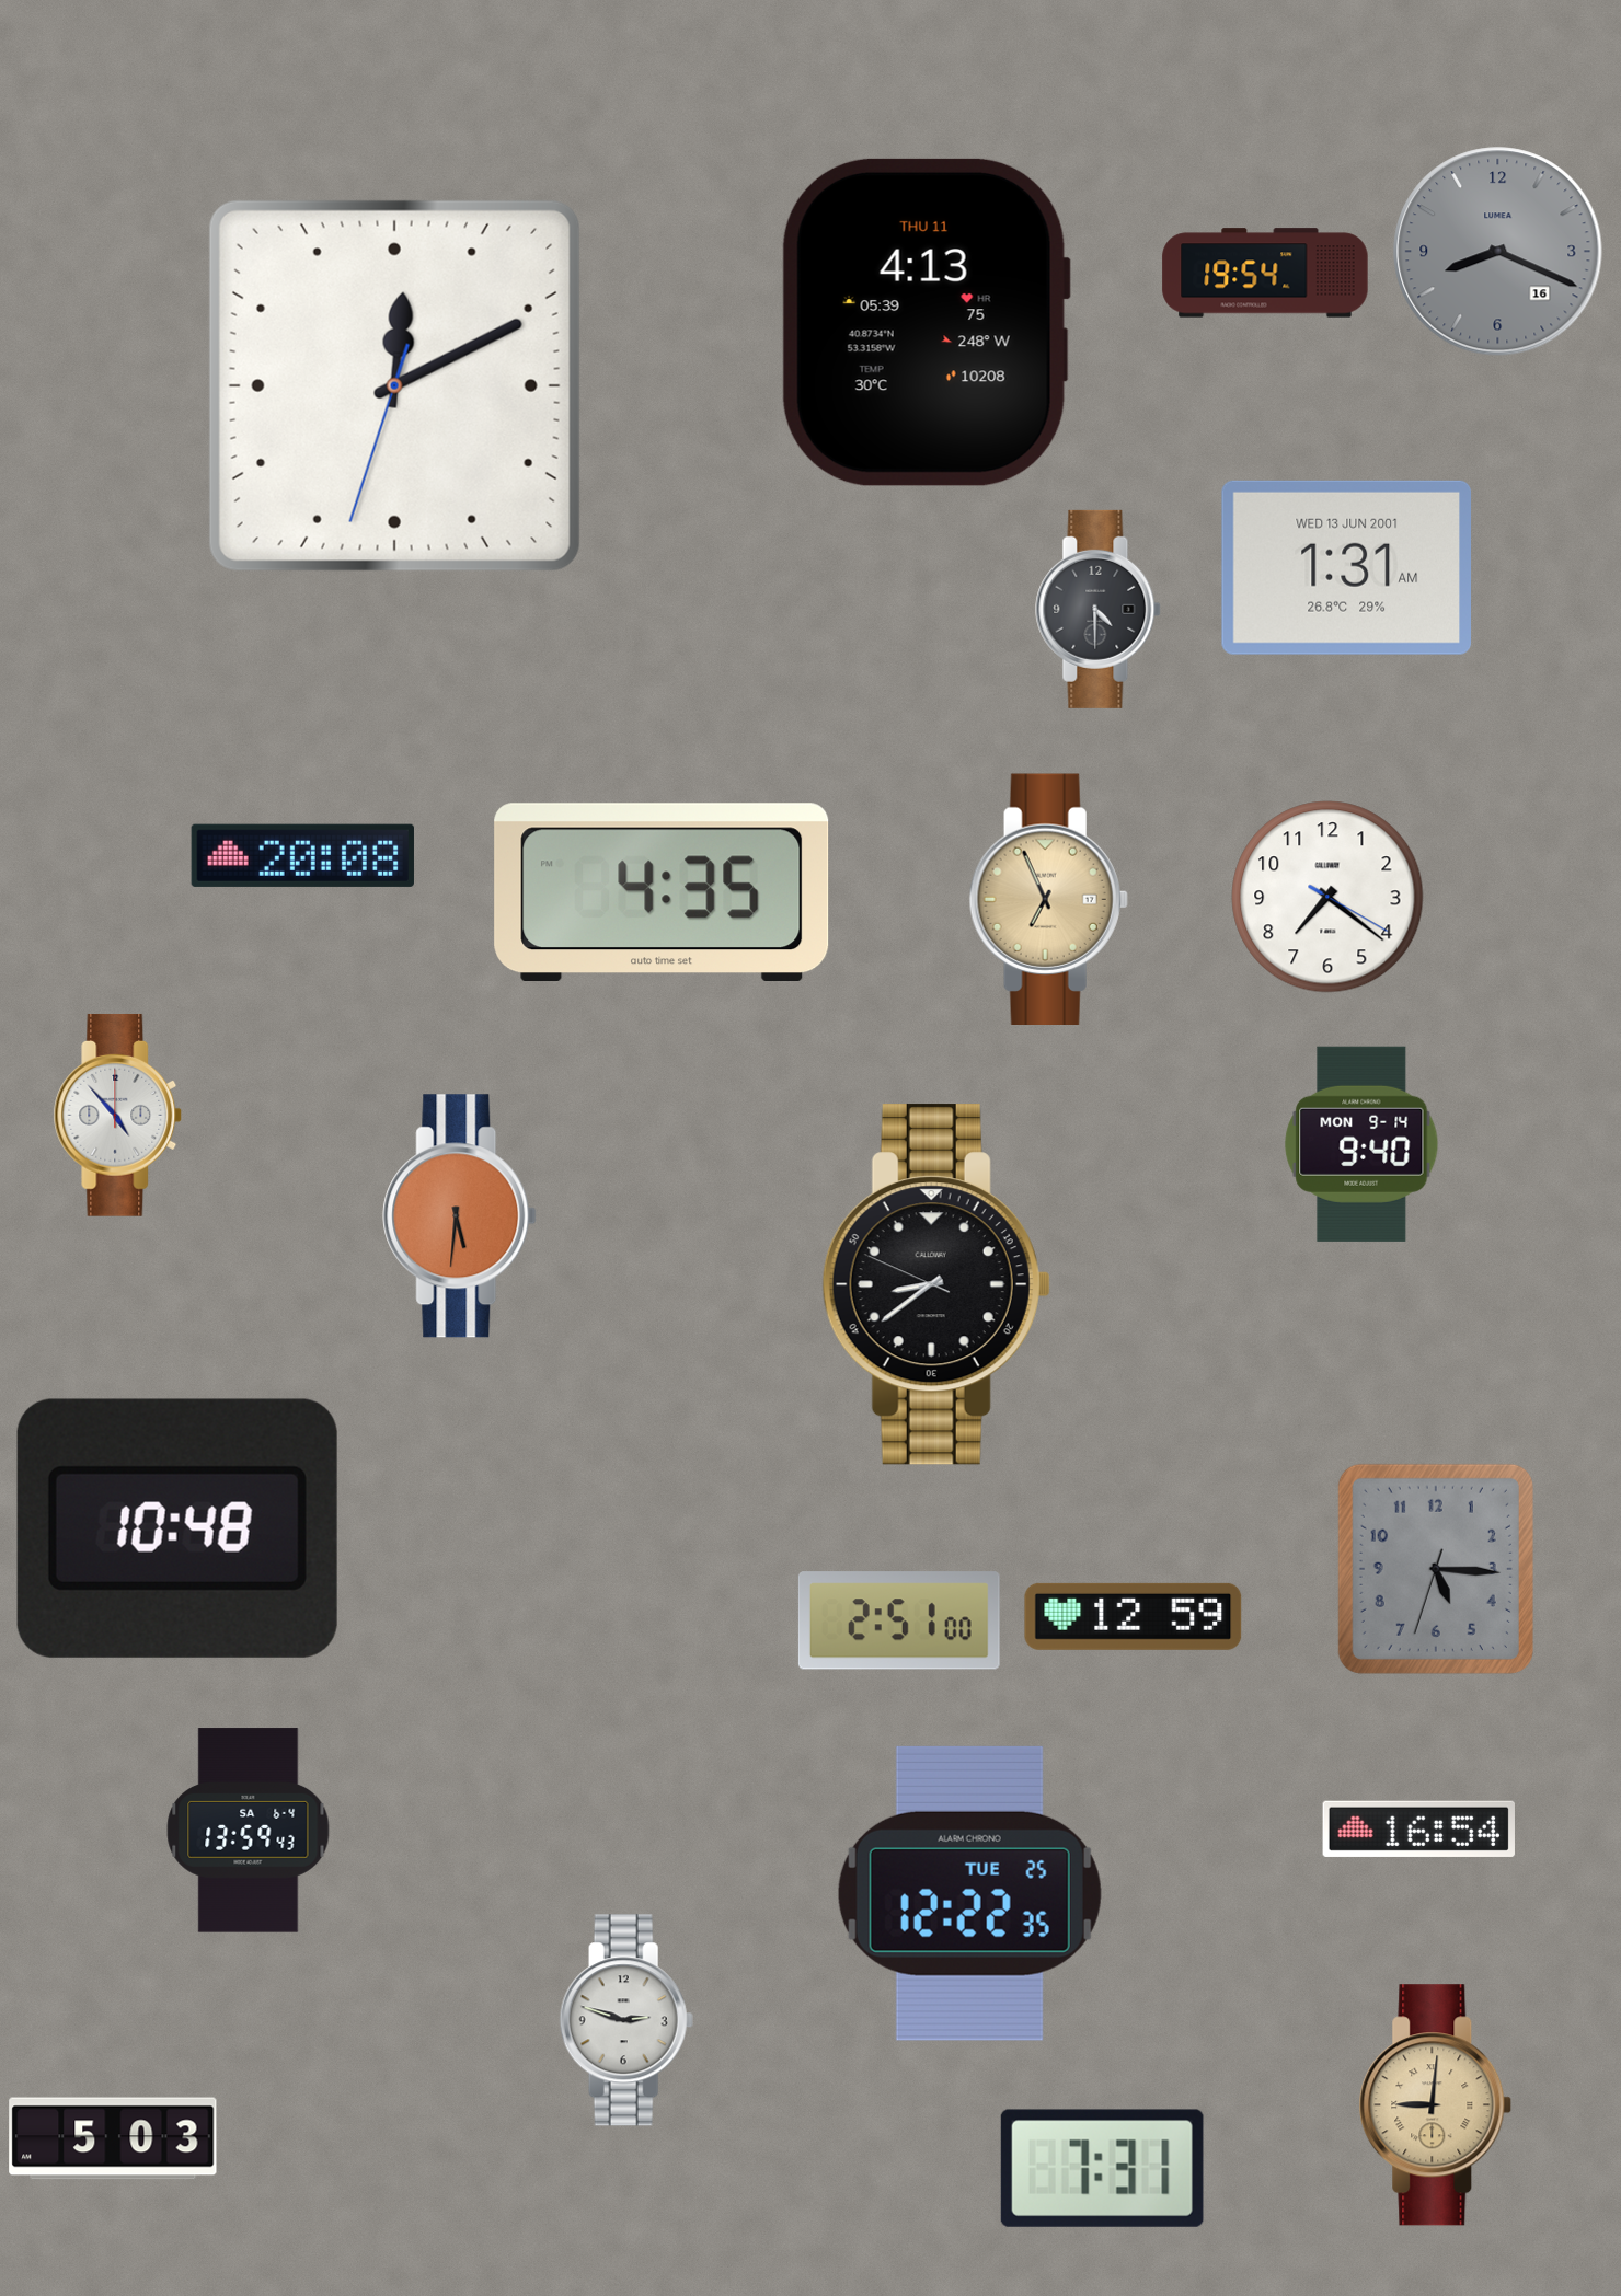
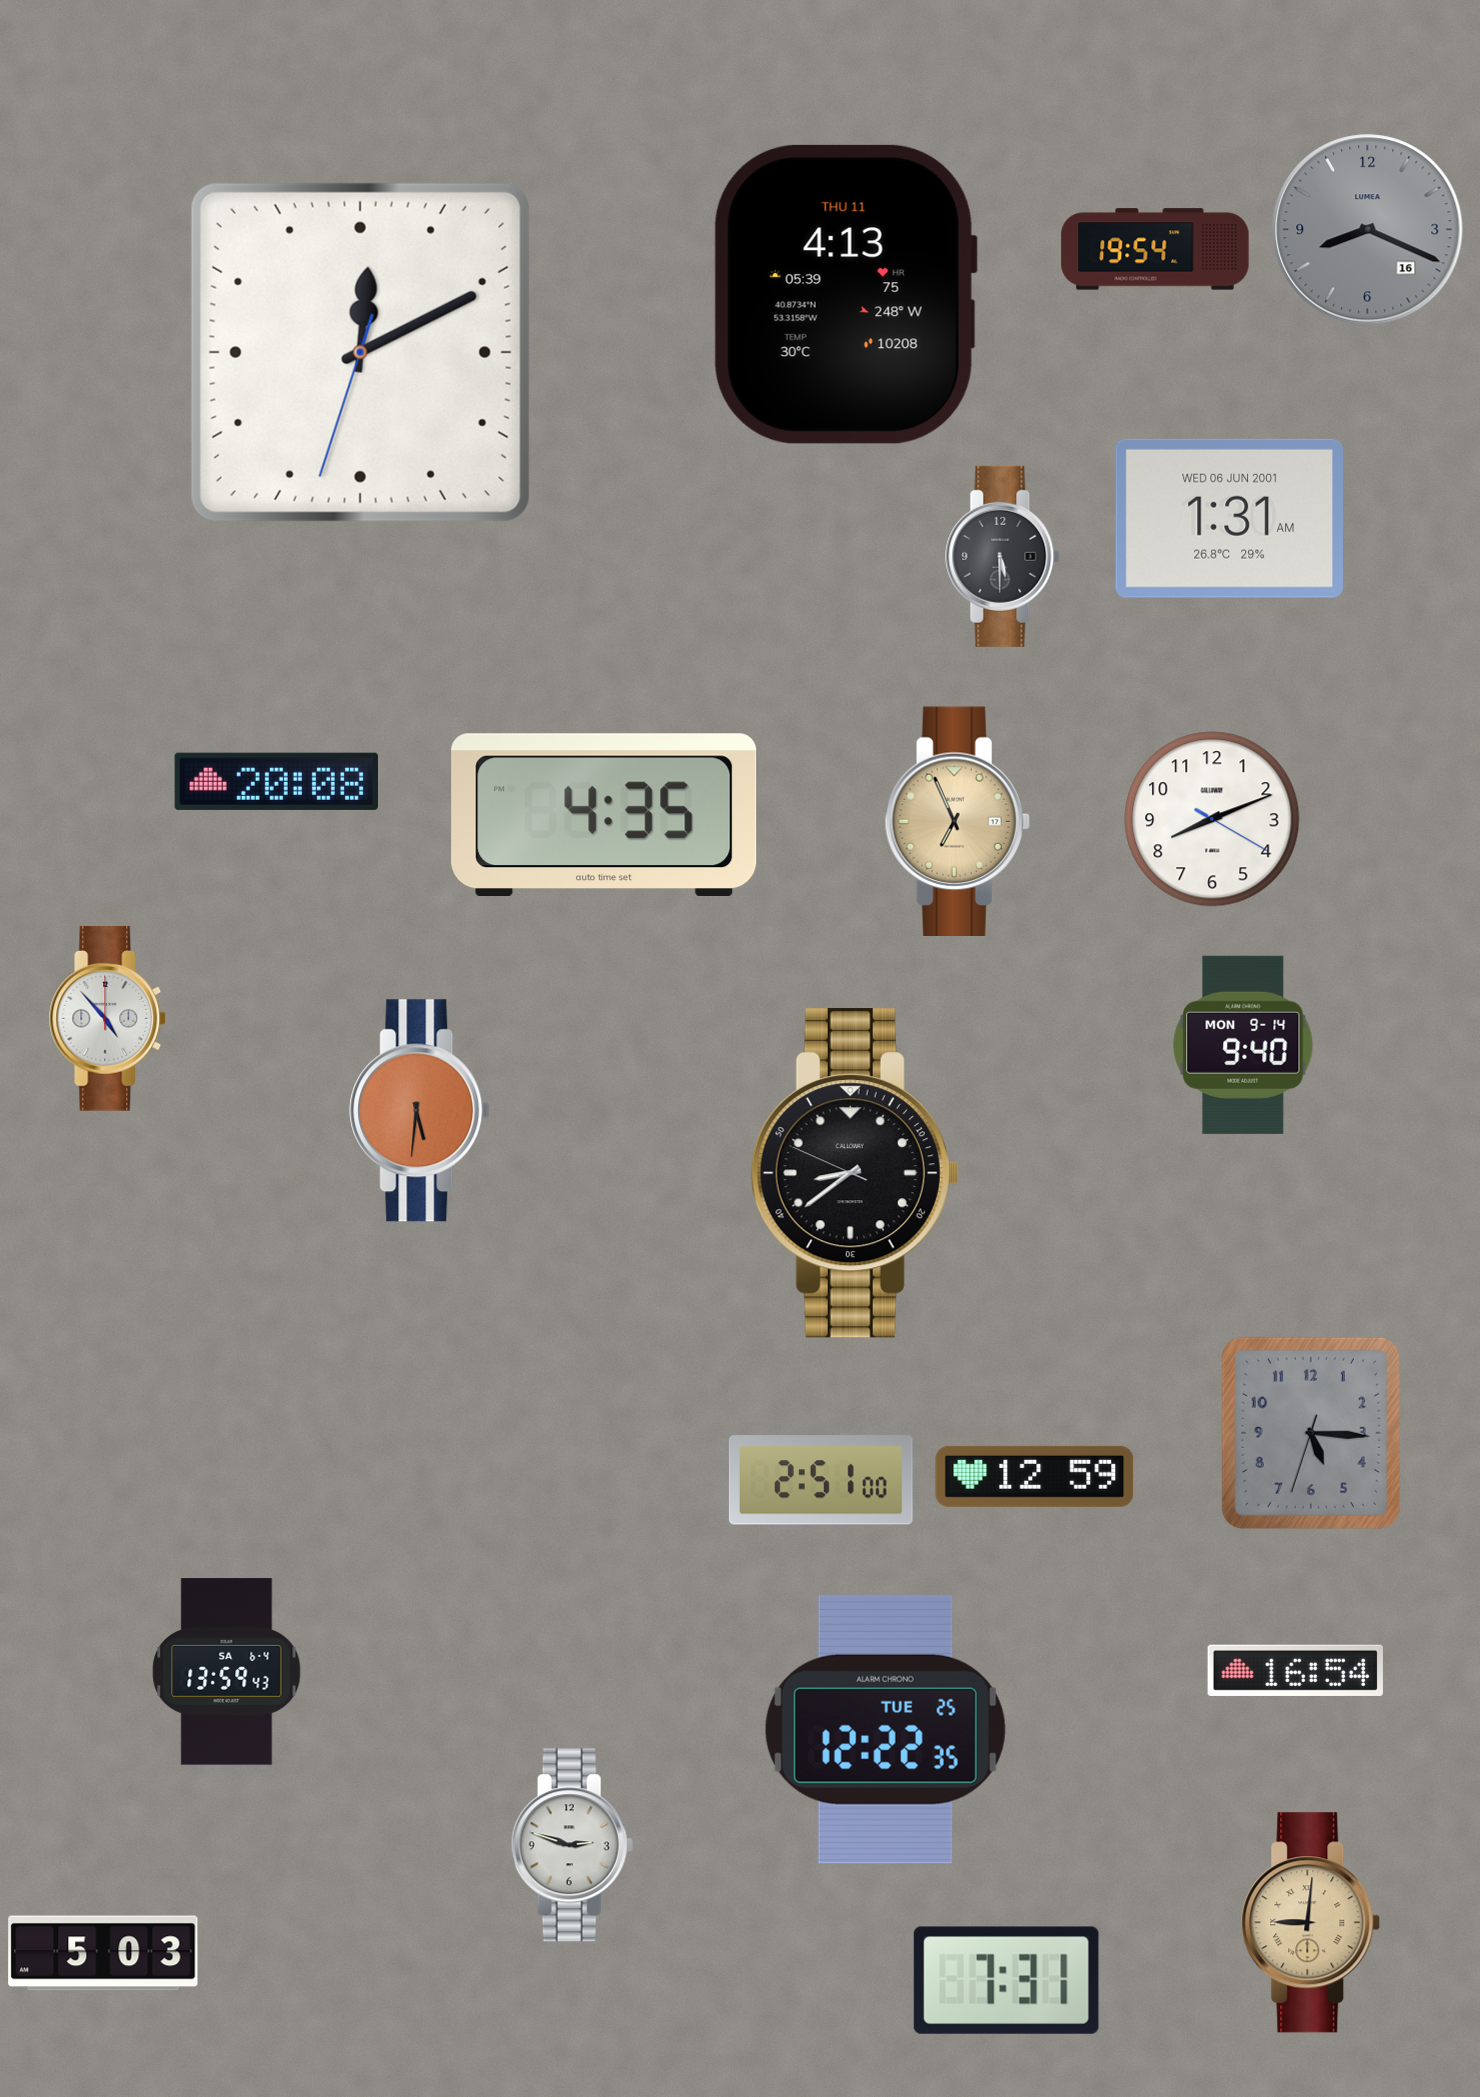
clock at (1346, 567) date: WED 13 JUN 2001 -> WED 06 JUN 2001
clock at (1099, 609): 4:30 -> 5:30
clock at (1327, 897): 7:21 -> 8:11
clock at (177, 1528): 10:48 -> none
